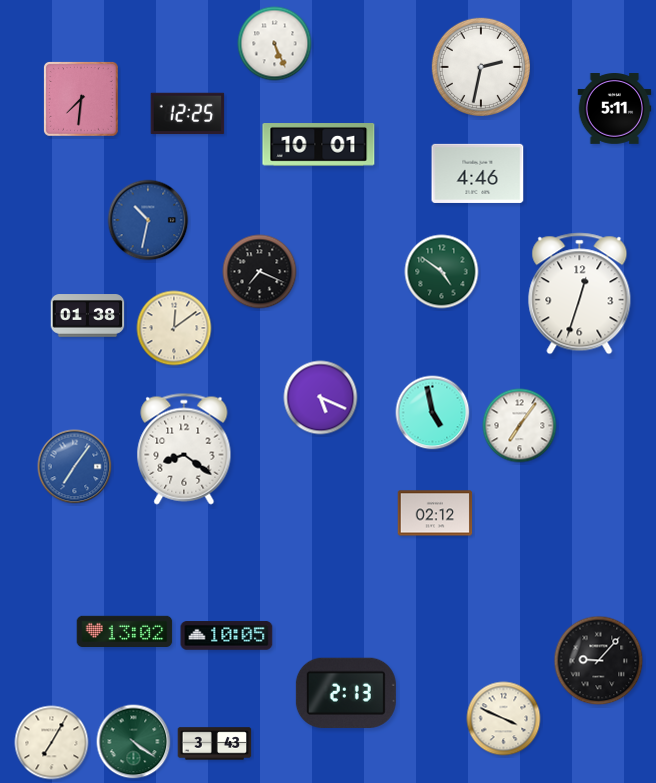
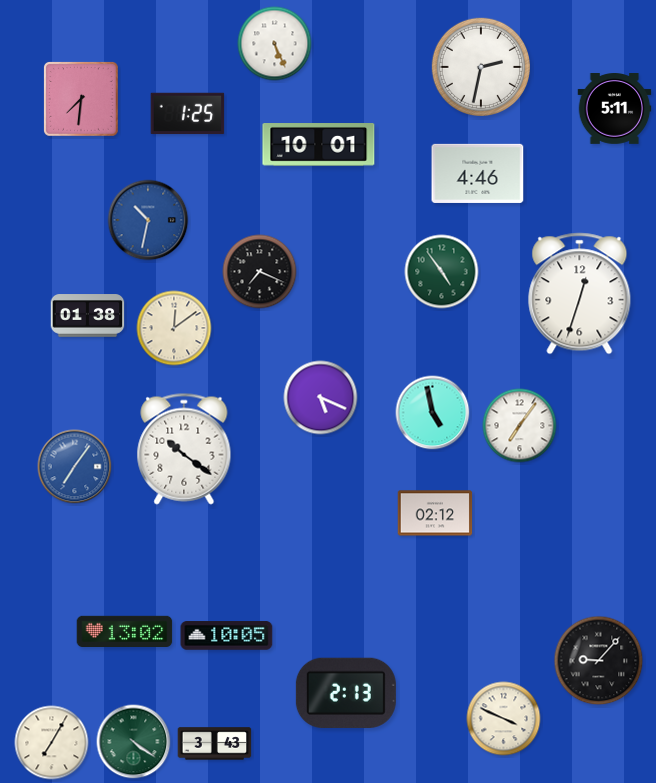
clock at (188, 114): 12:25 -> 1:25
clock at (442, 272): 4:51 -> 4:54
clock at (184, 449): 8:21 -> 10:21
